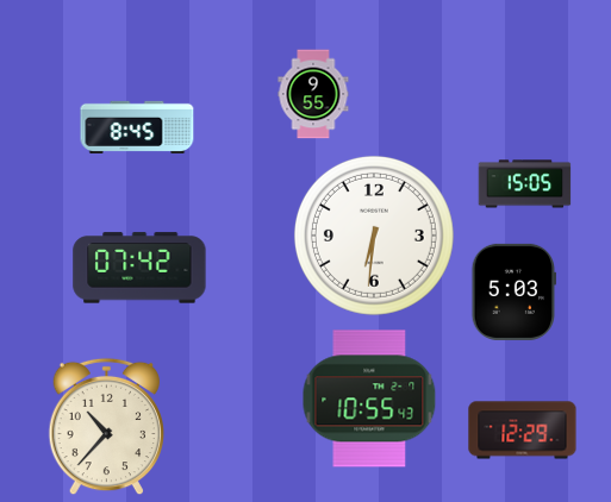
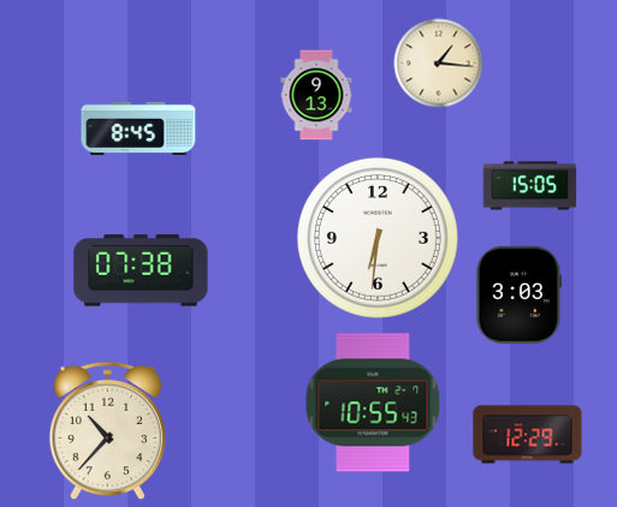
clock at (439, 64): none -> 1:16
clock at (313, 94): 9:55 -> 9:13
clock at (139, 268): 07:42 -> 07:38
clock at (513, 291): 5:03 -> 3:03
